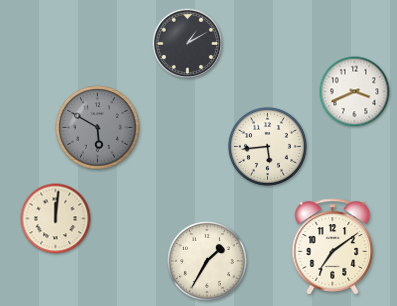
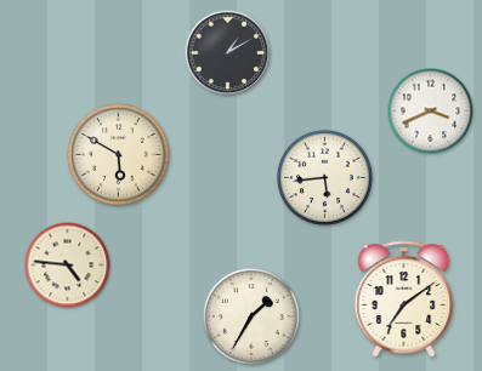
clock at (98, 128) dial: grey -> cream
clock at (56, 219): 12:01 -> 4:46
